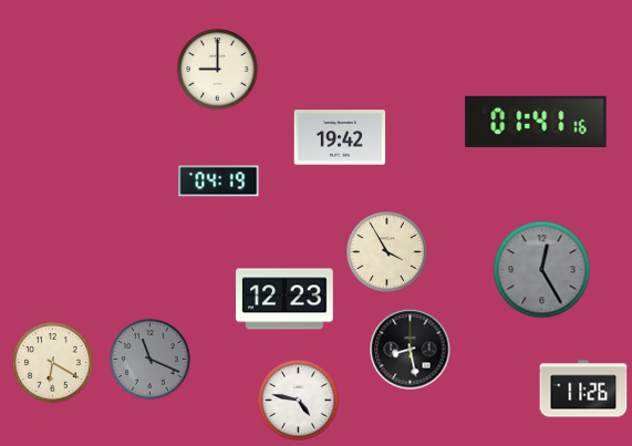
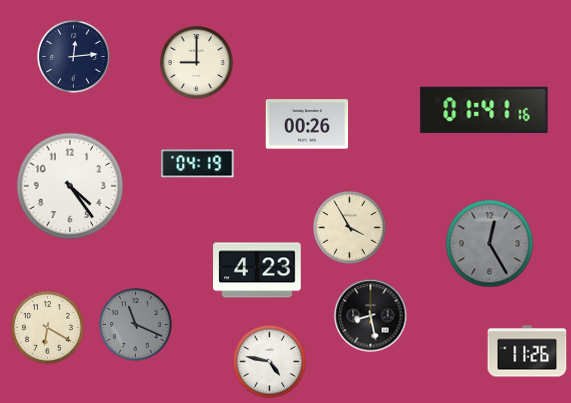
clock at (74, 57): none -> 12:14
clock at (340, 137): 19:42 -> 00:26
clock at (70, 186): none -> 4:24
clock at (284, 299): 12:23 -> 4:23
